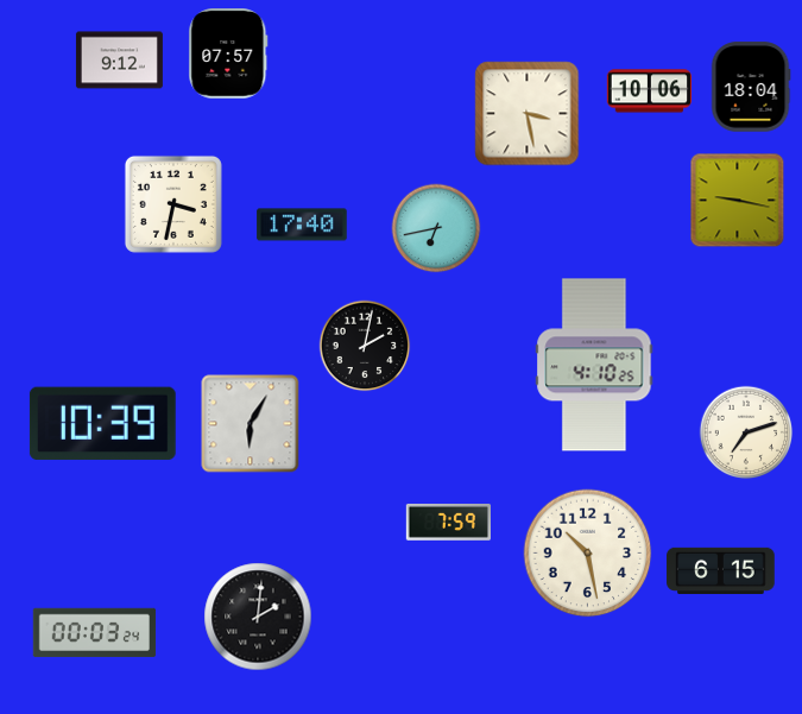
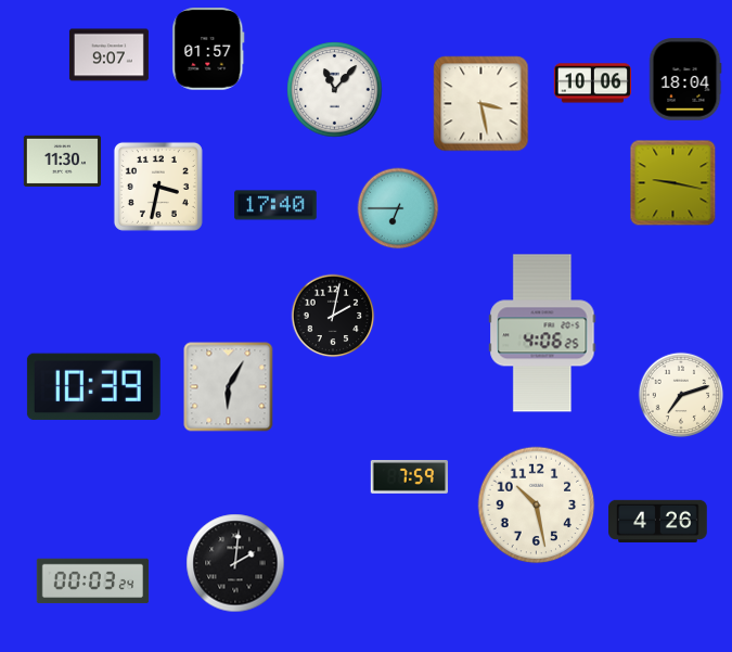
clock at (228, 53): 07:57 -> 01:57
clock at (119, 61): 9:12 -> 9:07
clock at (335, 90): none -> 11:07
clock at (63, 161): none -> 11:30
clock at (436, 228): 6:43 -> 6:45
clock at (594, 365): 4:10 -> 4:06
clock at (721, 570): 6:15 -> 4:26
clock at (95, 633) position: (95, 633) -> (93, 581)
